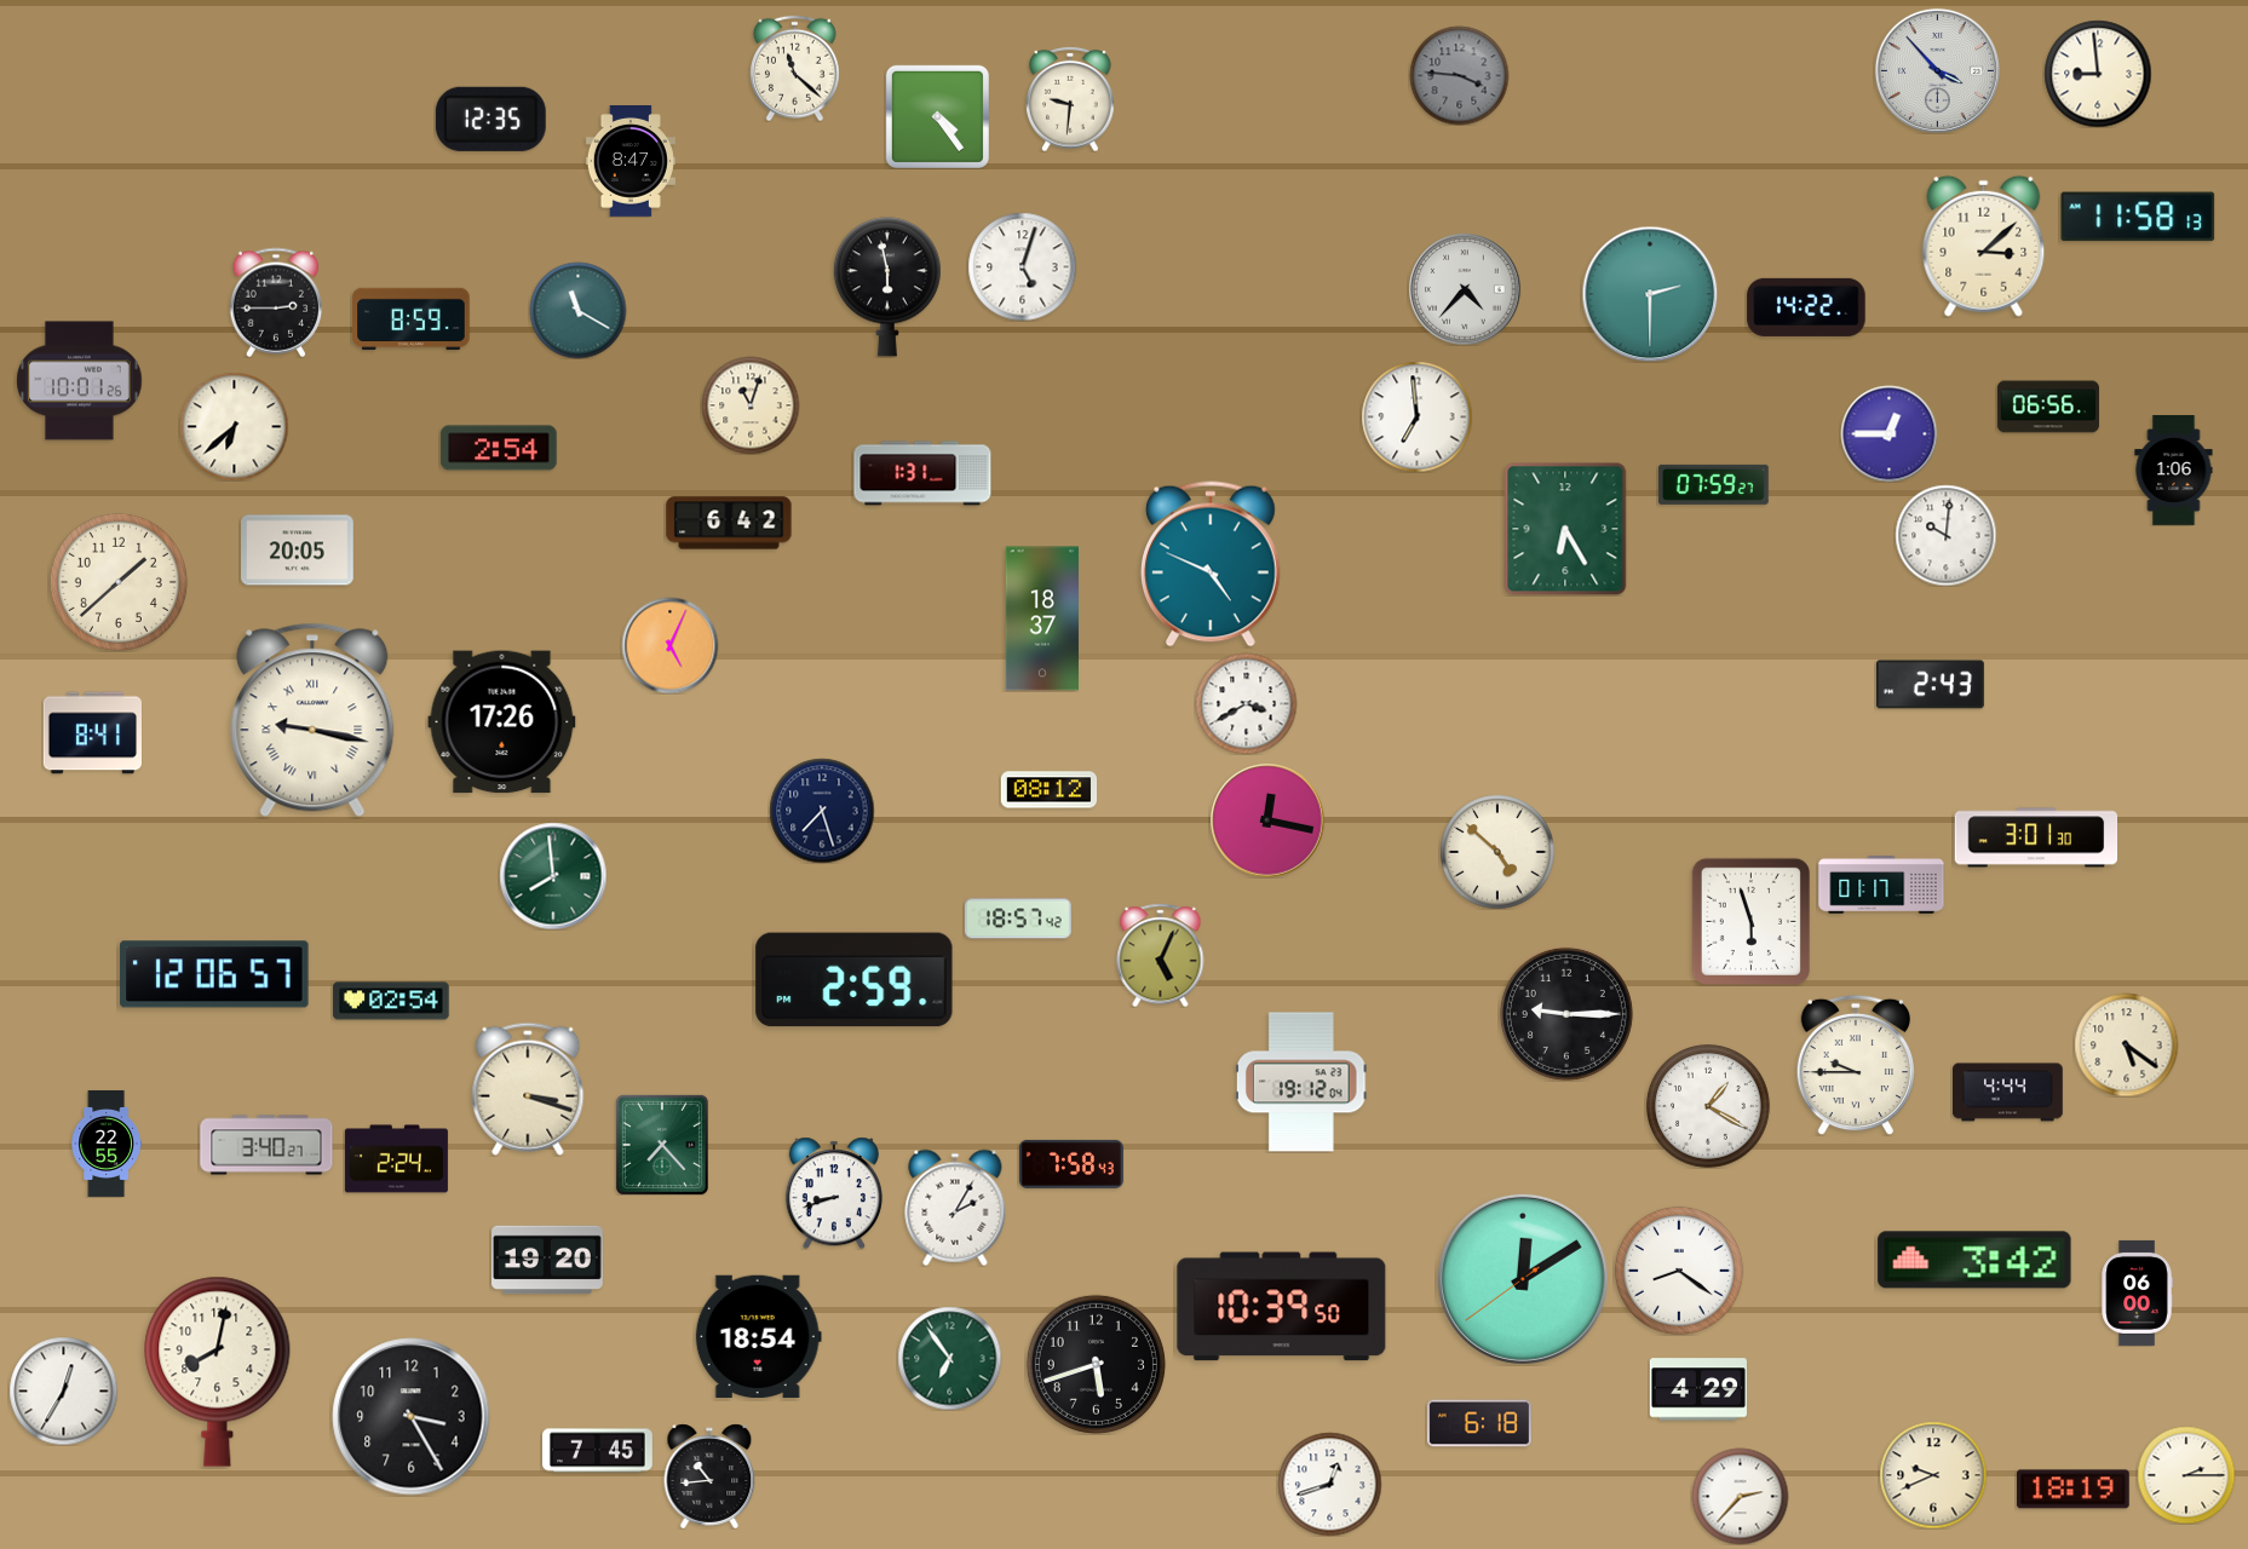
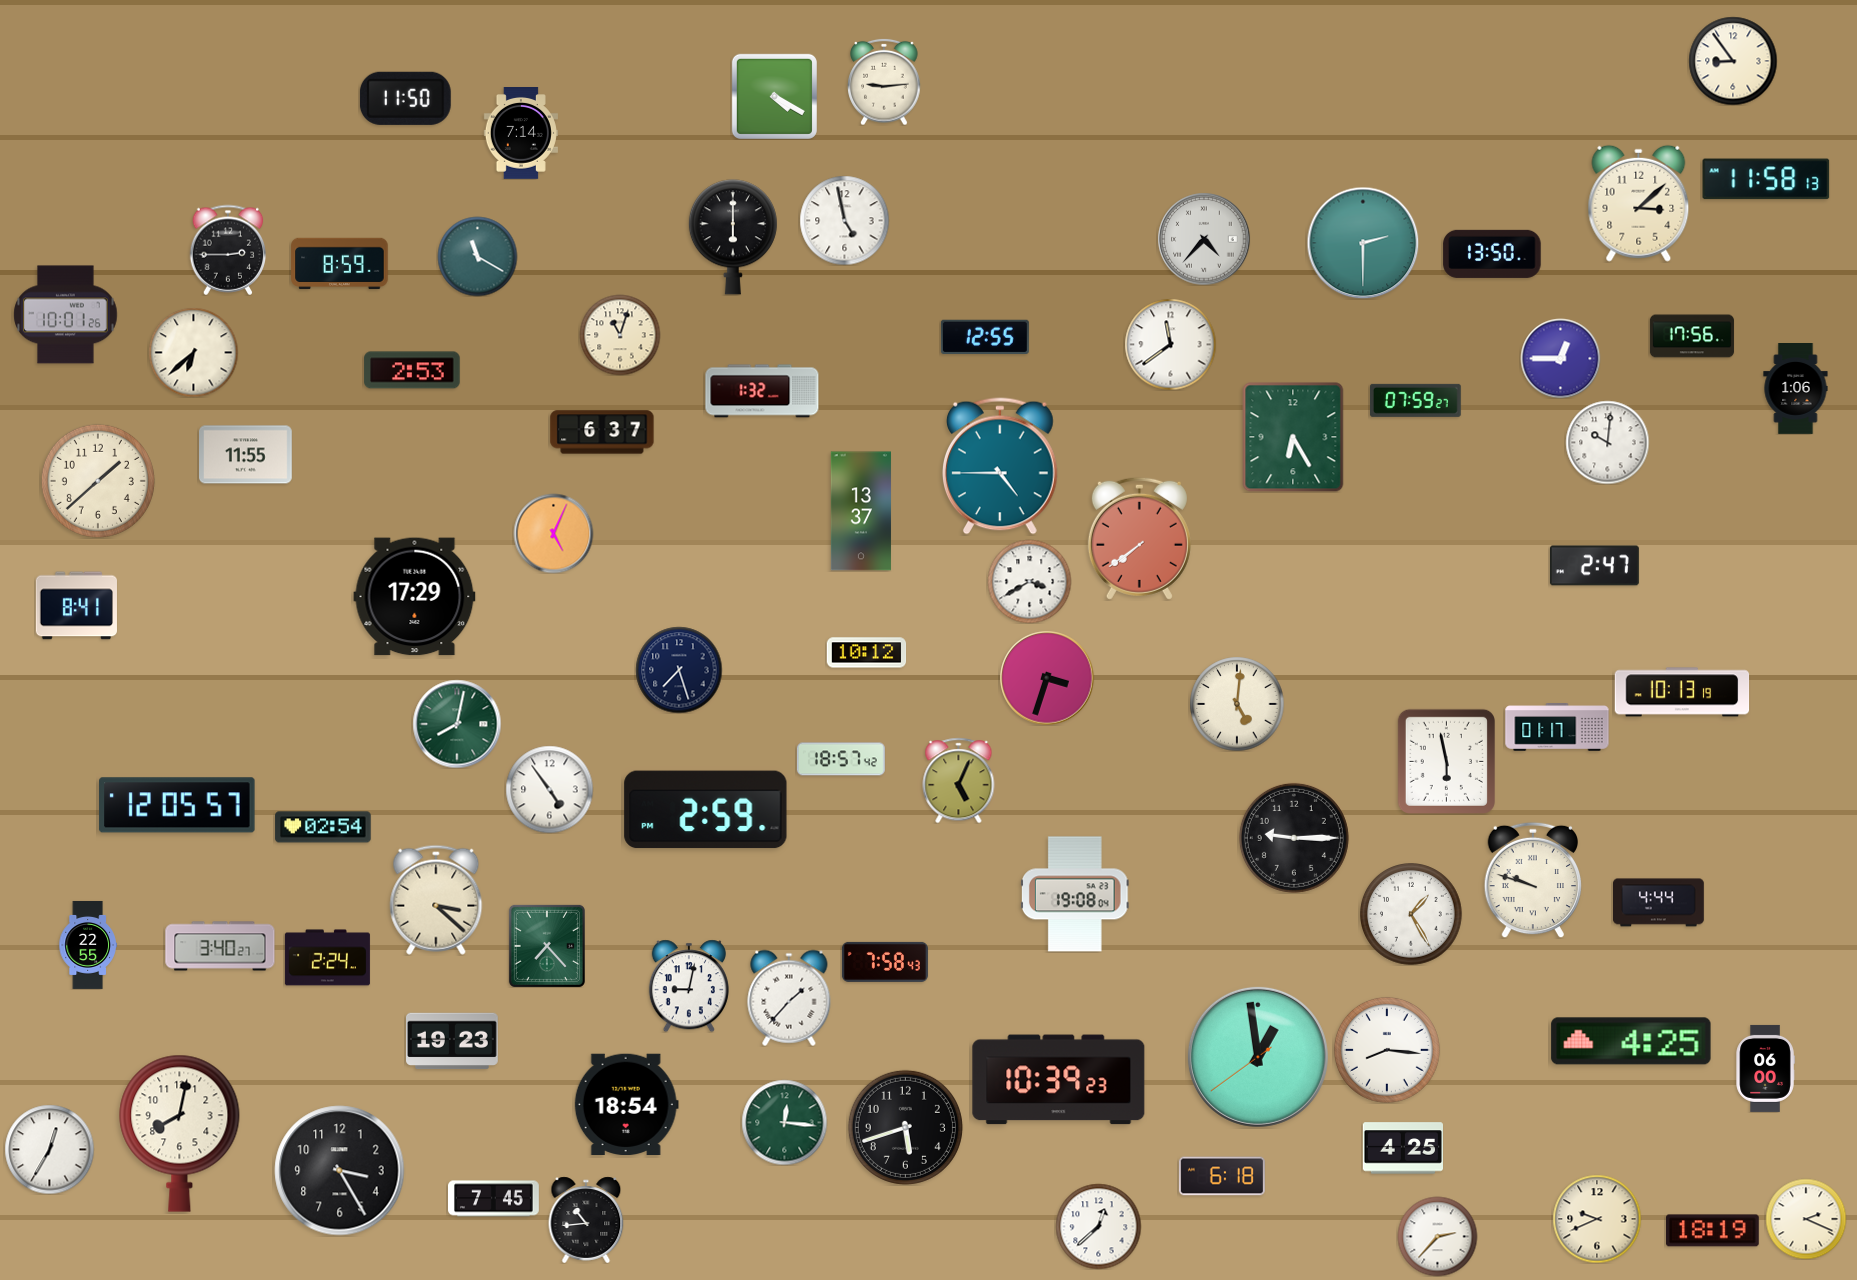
clock at (794, 68): 11:22 -> none
clock at (1937, 70): 3:53 -> none
clock at (2098, 74): 8:59 -> 8:54
clock at (1459, 75): 3:46 -> none
clock at (1070, 99): 9:31 -> 9:14
clock at (937, 116): 4:24 -> 4:20
clock at (490, 119): 12:35 -> 11:50
clock at (631, 162): 8:47 -> 7:14
clock at (1022, 266): 5:03 -> 4:58
clock at (887, 287): 5:58 -> 6:00
clock at (1465, 289) position: (1465, 289) -> (1204, 239)
clock at (1806, 307): 14:22 -> 13:50
clock at (985, 336): none -> 12:55
clock at (2048, 407): 06:56 -> 17:56
clock at (1416, 416): 6:59 -> 11:39
clock at (499, 448): 2:54 -> 2:53
clock at (922, 473): 1:31 -> 1:32
clock at (729, 523): 6:42 -> 6:37
clock at (298, 551): 20:05 -> 11:55
clock at (1212, 564): 4:49 -> 4:45
clock at (1042, 618): 18:37 -> 13:37
clock at (1139, 538): none -> 7:39
clock at (1930, 685): 2:43 -> 2:47
clock at (312, 720): 9:17 -> none
clock at (502, 722): 17:26 -> 17:29
clock at (1048, 790): 08:12 -> 10:12
clock at (1267, 820): 12:17 -> 3:33
clock at (2036, 837): 3:01 -> 10:13
clock at (1497, 852): 4:52 -> 5:01
clock at (553, 876): 7:59 -> 8:02
clock at (1881, 886) position: (1881, 886) -> (1557, 728)
clock at (1750, 921): 5:57 -> 5:58
clock at (549, 789): none -> 4:54
clock at (1161, 955) position: (1161, 955) -> (959, 780)
clock at (214, 974): 12:06 -> 12:05
clock at (2126, 1044): 5:21 -> none
clock at (1855, 1065): 9:45 -> 9:48
clock at (1301, 1082): 19:12 -> 19:08
clock at (528, 1089): 3:18 -> 3:22
clock at (1709, 1107): 1:20 -> 1:25
clock at (834, 1193): 8:42 -> 9:02
clock at (955, 1208): 2:05 -> 1:37
clock at (548, 1260): 19:20 -> 19:23
clock at (1974, 1260): 3:42 -> 4:25
clock at (1679, 1271): 8:21 -> 8:16
clock at (1523, 1279): 12:09 -> 12:58
clock at (1282, 1307): 10:39:50 -> 10:39:23
clock at (949, 1358): 6:54 -> 12:16
clock at (1697, 1389): 4:29 -> 4:25
clock at (63, 1390) position: (63, 1390) -> (49, 1149)
clock at (2186, 1475): 2:15 -> 2:19
clock at (1329, 1484): 12:42 -> 12:38
